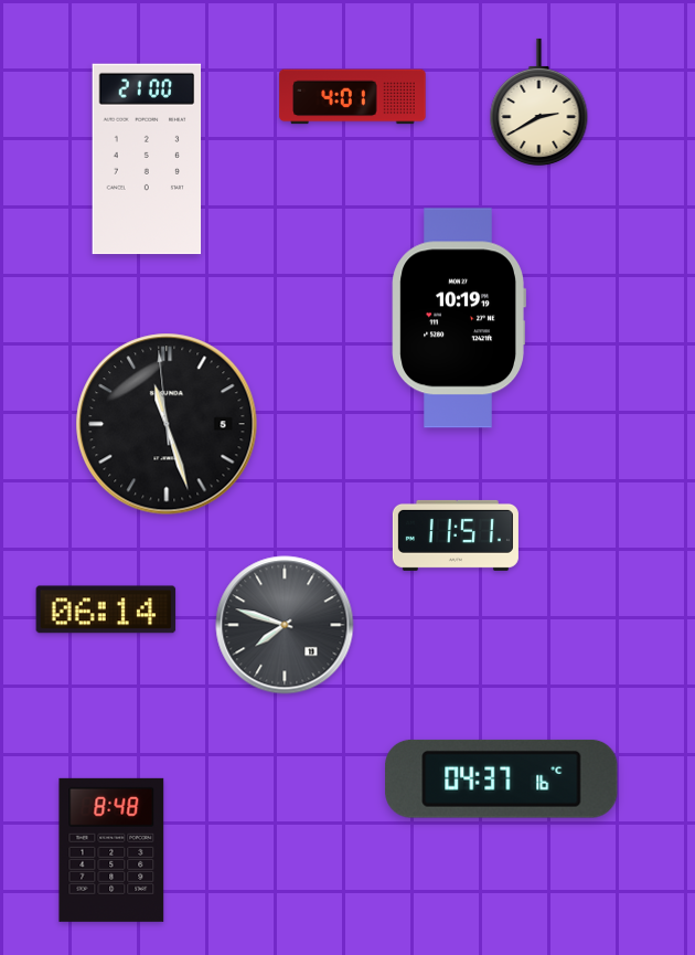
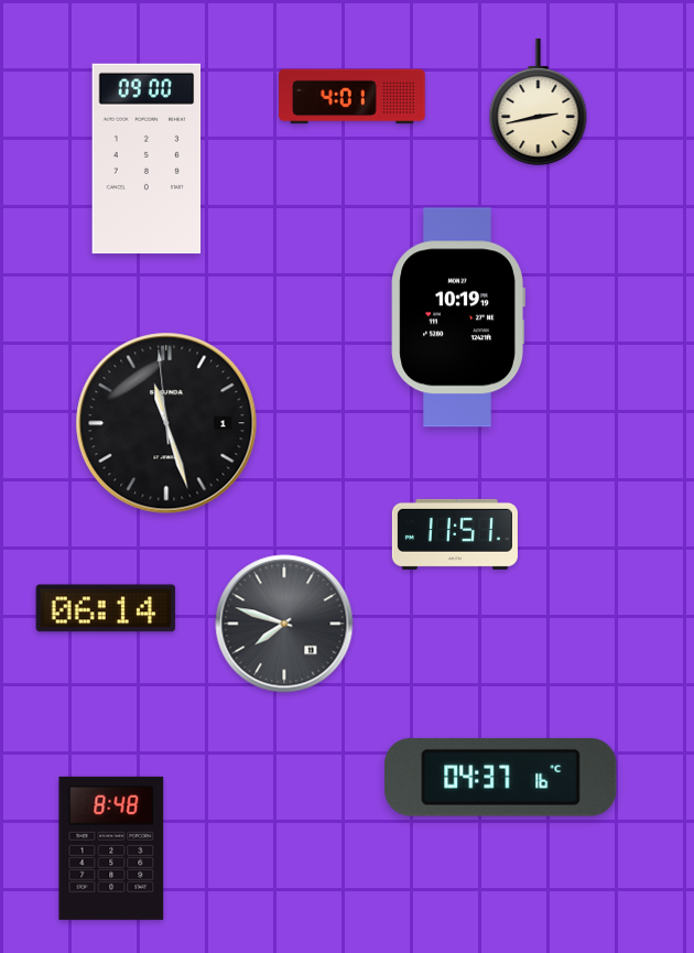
clock at (539, 102): 2:40 -> 2:43
clock at (147, 159): 21:00 -> 09:00
clock at (167, 424) date: 5 -> 1
